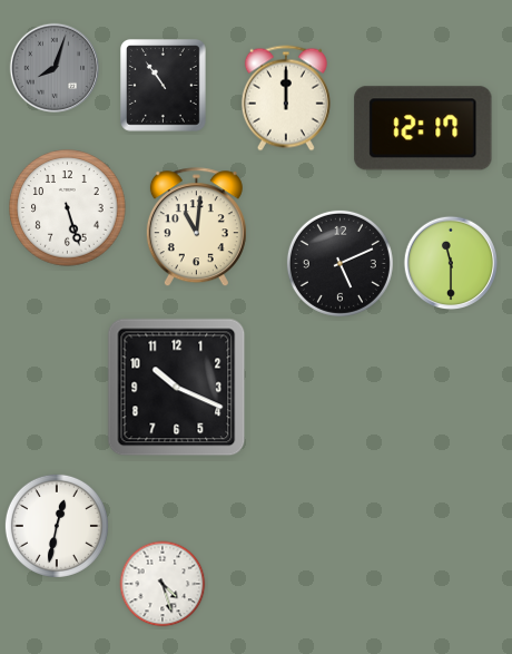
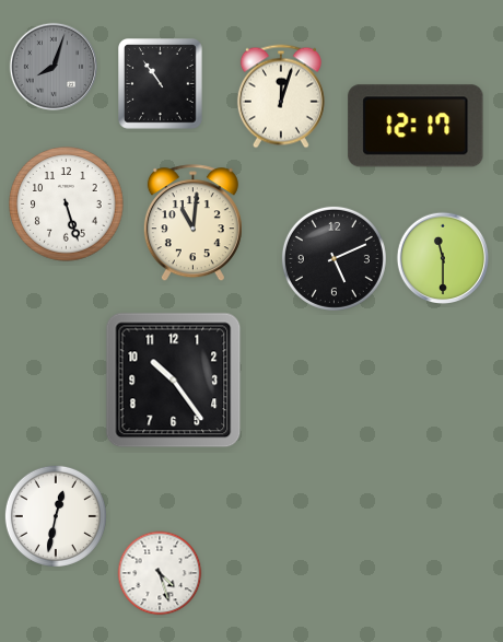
clock at (286, 98): 12:00 -> 12:03
clock at (177, 388): 10:19 -> 10:24
